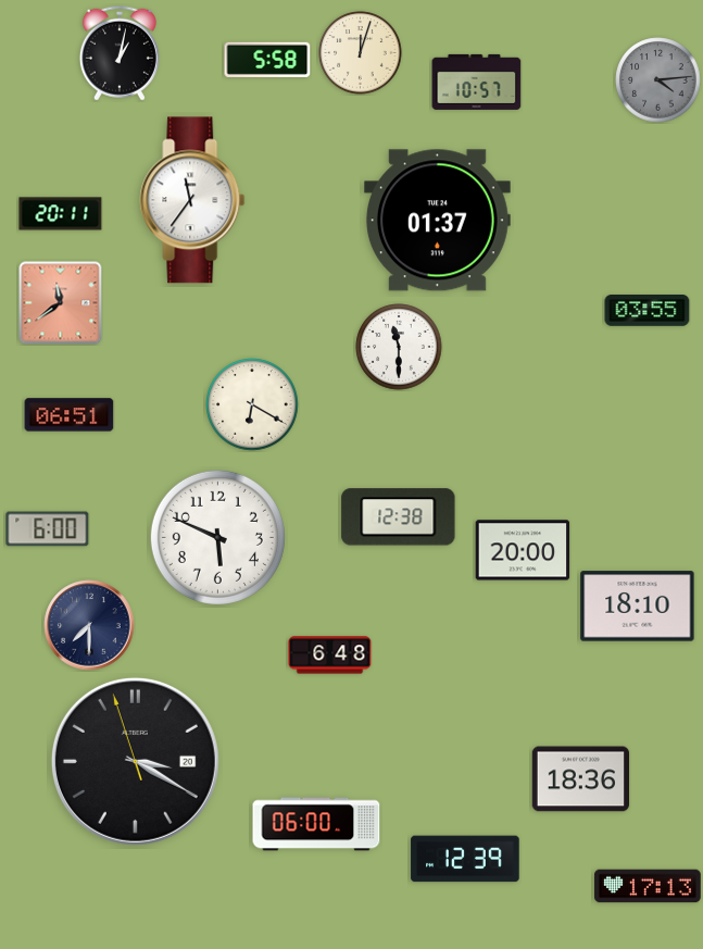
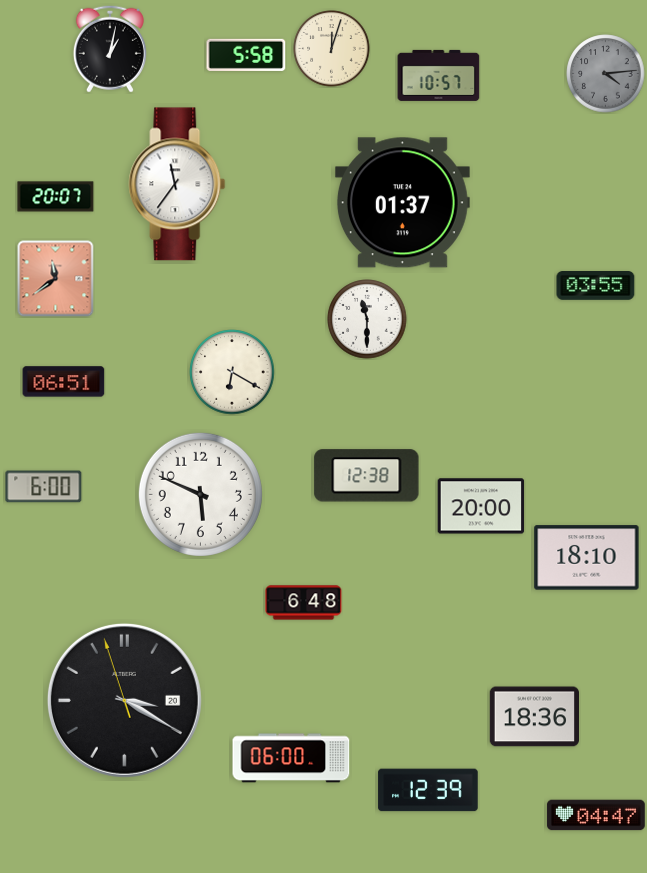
clock at (61, 214): 20:11 -> 20:07
clock at (89, 625): 7:30 -> none
clock at (648, 886): 17:13 -> 04:47
